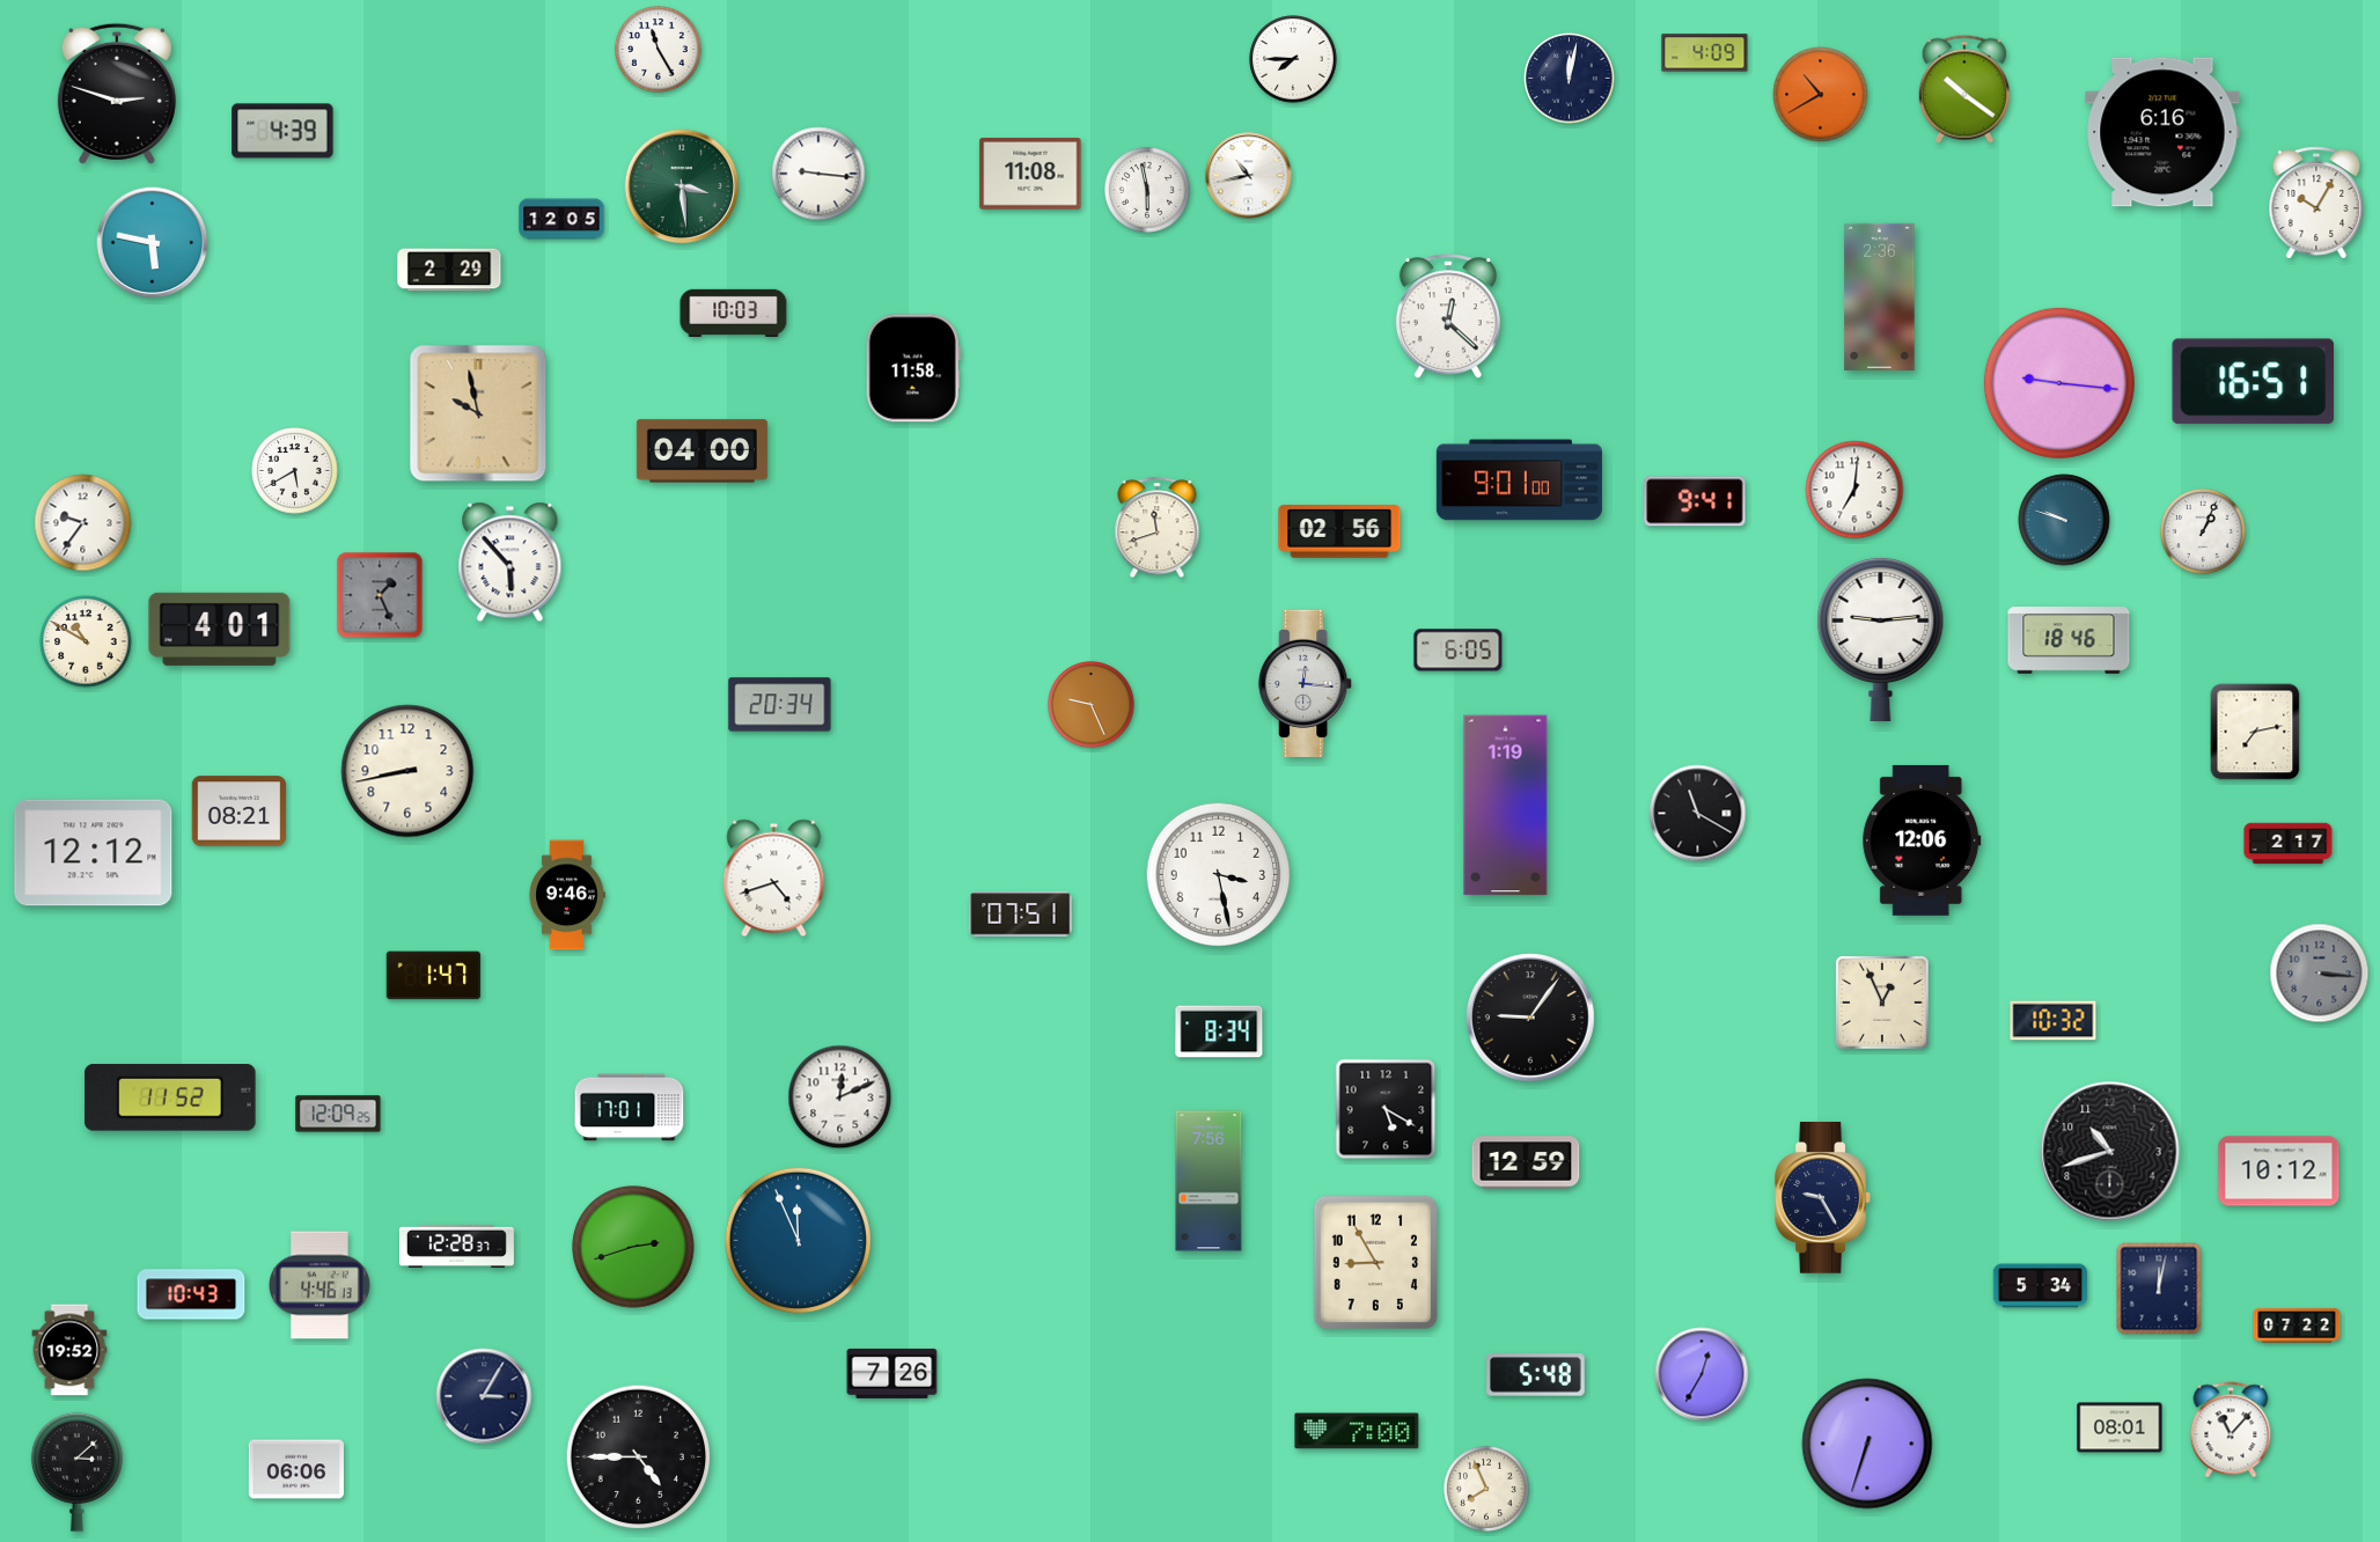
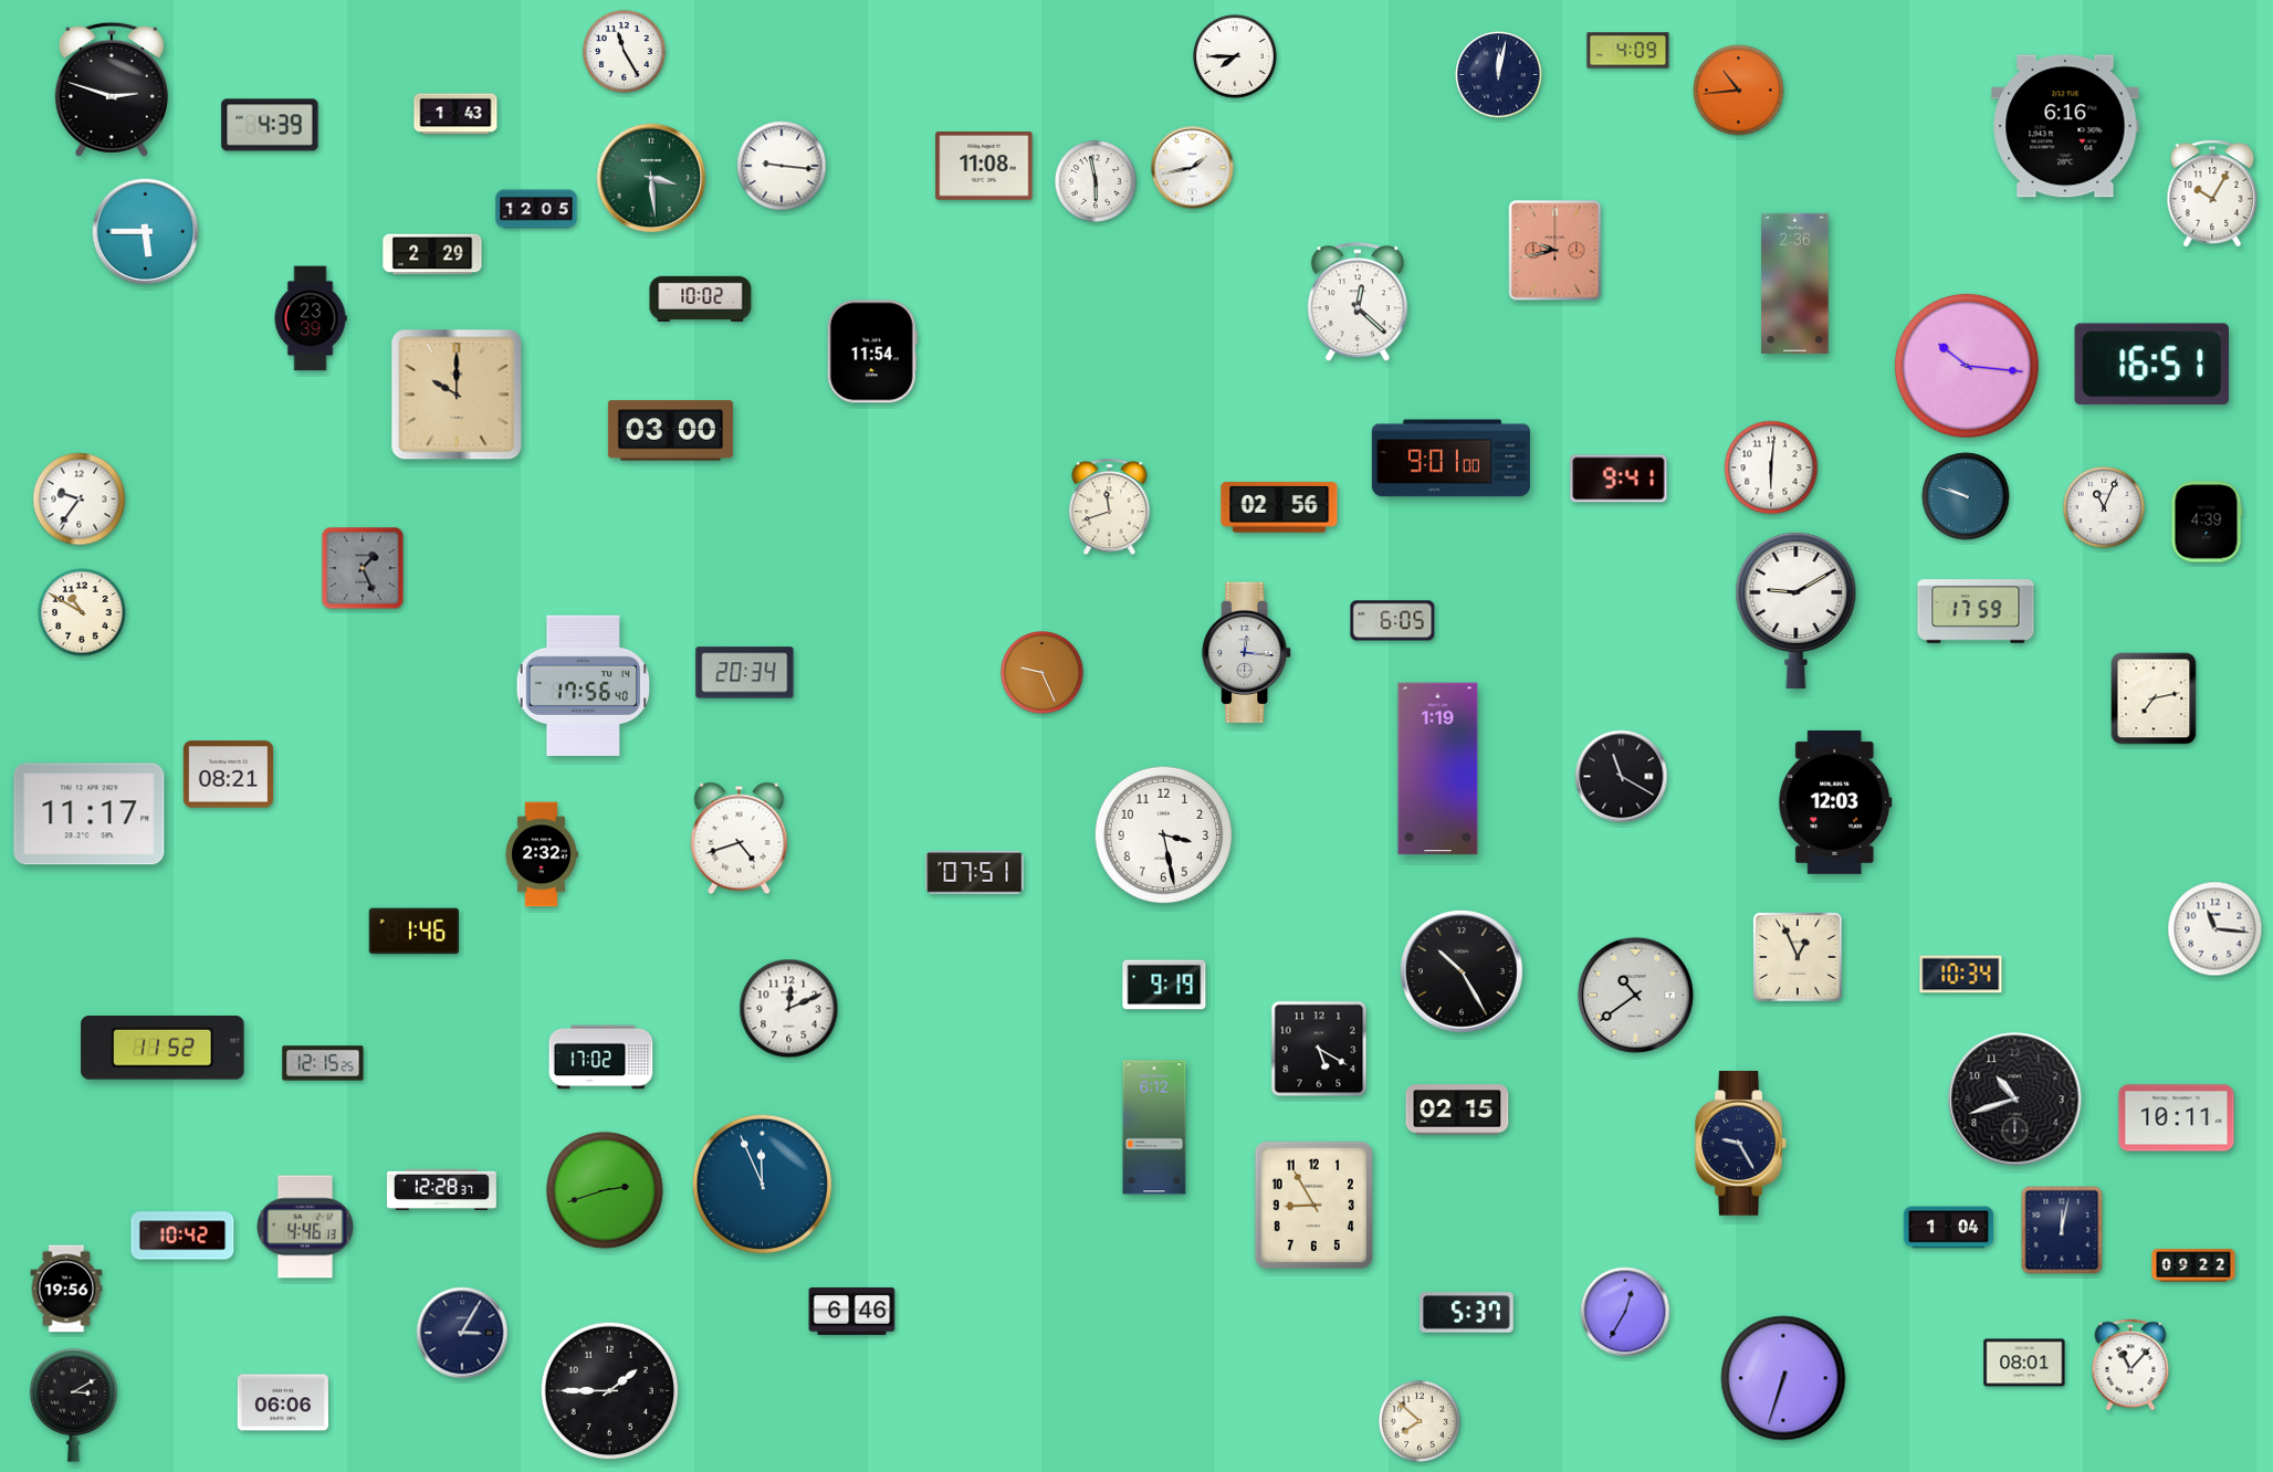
clock at (659, 50) position: (659, 50) -> (625, 52)
clock at (1964, 89): 10:21 -> none
clock at (1821, 95): 10:40 -> 10:44
clock at (455, 114): none -> 1:43
clock at (1249, 176): 10:43 -> 1:43
clock at (153, 243): 5:47 -> 5:45
clock at (1556, 251): none -> 9:43
clock at (449, 270) position: (449, 270) -> (432, 254)
clock at (734, 314): 10:03 -> 10:02
clock at (1448, 317) position: (1448, 317) -> (1358, 303)
clock at (311, 318): none -> 23:39
clock at (913, 368): 11:58 -> 11:54
clock at (2059, 383): 9:16 -> 10:16
clock at (478, 413): 9:58 -> 10:00
clock at (701, 451): 04:00 -> 03:00
clock at (295, 471): 5:40 -> none
clock at (1854, 490): 7:01 -> 6:01
clock at (2064, 520) position: (2064, 520) -> (1966, 496)
clock at (1158, 528) position: (1158, 528) -> (1110, 507)
clock at (2204, 533): 1:04 -> 11:04
clock at (2207, 522): none -> 4:39
clock at (510, 563): 5:53 -> none
clock at (220, 629): 4:01 -> none
clock at (1881, 638): 9:14 -> 9:10
clock at (2069, 640): 18:46 -> 17:59
clock at (583, 685): none -> 17:56
clock at (407, 771): 8:43 -> none
clock at (1922, 840): 12:06 -> 12:03
clock at (2289, 844): 2:17 -> none
clock at (94, 853): 12:12 -> 11:17
clock at (567, 895): 9:46 -> 2:32
clock at (2320, 974): 3:16 -> 11:16
clock at (2320, 974) dial: grey -> white
clock at (433, 976): 1:47 -> 1:46
clock at (1531, 1019): 9:06 -> 10:25
clock at (2054, 1021): 10:32 -> 10:34
clock at (1219, 1031): 8:34 -> 9:19
clock at (1635, 995): none -> 10:39
clock at (840, 1097) position: (840, 1097) -> (789, 1009)
clock at (630, 1108): 17:01 -> 17:02
clock at (1386, 1109) position: (1386, 1109) -> (1319, 1049)
clock at (338, 1114): 12:09 -> 12:15
clock at (1526, 1162): 12:59 -> 02:15
clock at (2279, 1172): 10:12 -> 10:11
clock at (1209, 1181): 7:56 -> 6:12
clock at (456, 1246) position: (456, 1246) -> (441, 1189)
clock at (2041, 1286): 5:34 -> 1:04
clock at (191, 1294): 10:43 -> 10:42
clock at (2297, 1326): 07:22 -> 09:22
clock at (69, 1350): 19:52 -> 19:56
clock at (893, 1373): 7:26 -> 6:46
clock at (1536, 1375): 5:48 -> 5:37
clock at (1357, 1431): 7:00 -> none
clock at (639, 1457): 4:45 -> 1:45
clock at (76, 1471): 3:08 -> 3:10
clock at (1488, 1490): 7:56 -> 7:52
